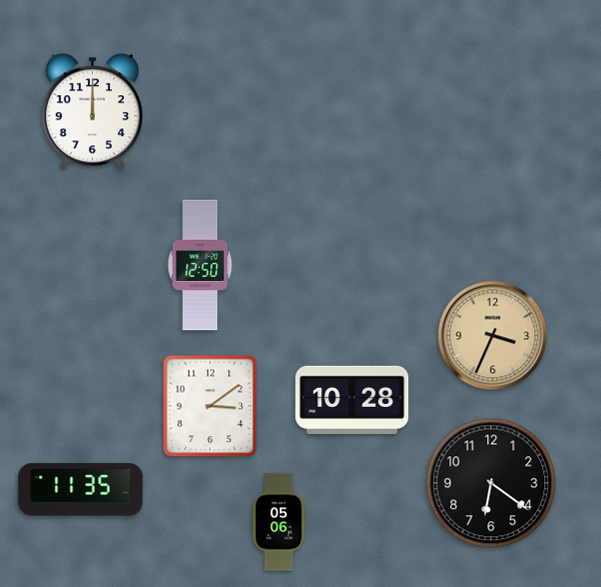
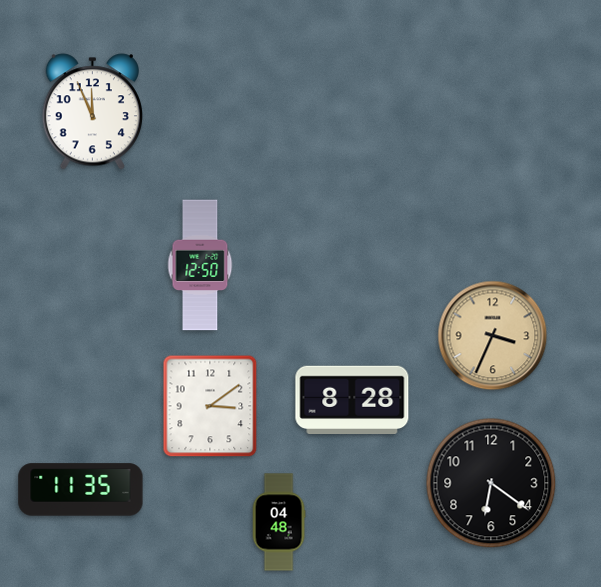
clock at (92, 112): 12:00 -> 11:56
clock at (352, 400): 10:28 -> 8:28
clock at (279, 522): 05:06 -> 04:48
